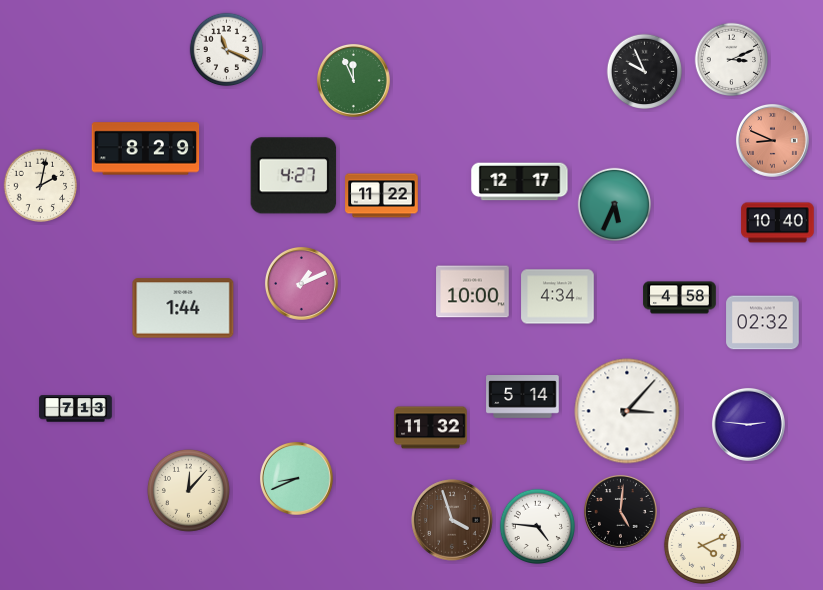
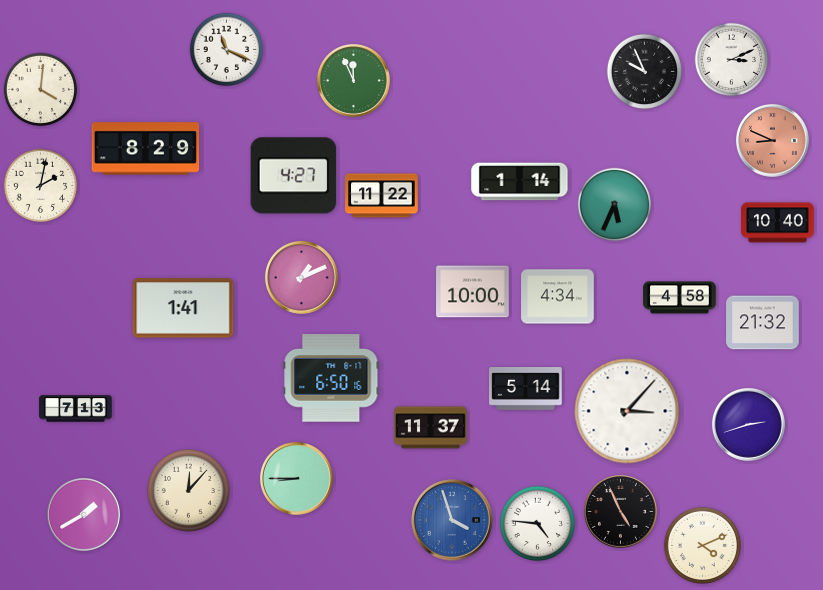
clock at (41, 90): none -> 4:01
clock at (520, 182): 12:17 -> 1:14
clock at (301, 283) position: (301, 283) -> (301, 277)
clock at (183, 308): 1:44 -> 1:41
clock at (763, 323): 02:32 -> 21:32
clock at (331, 378): none -> 6:50
clock at (523, 397) position: (523, 397) -> (526, 389)
clock at (748, 424): 2:46 -> 2:42
clock at (431, 428): 11:32 -> 11:37
clock at (296, 478): 8:41 -> 8:45
clock at (620, 511): 5:01 -> 4:56
clock at (83, 514): none -> 1:40
clock at (452, 520) dial: brown -> blue
clock at (537, 526) position: (537, 526) -> (537, 523)
